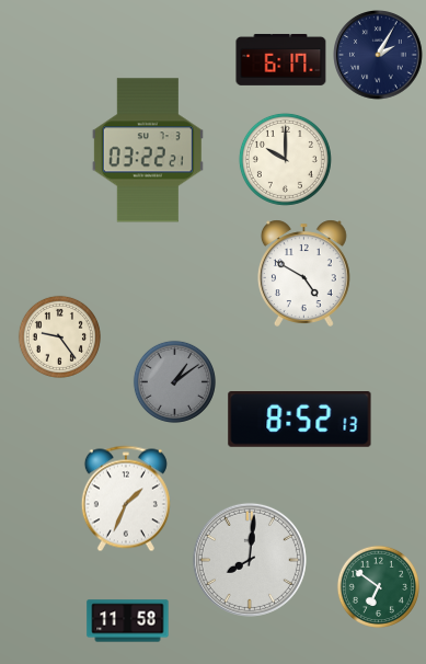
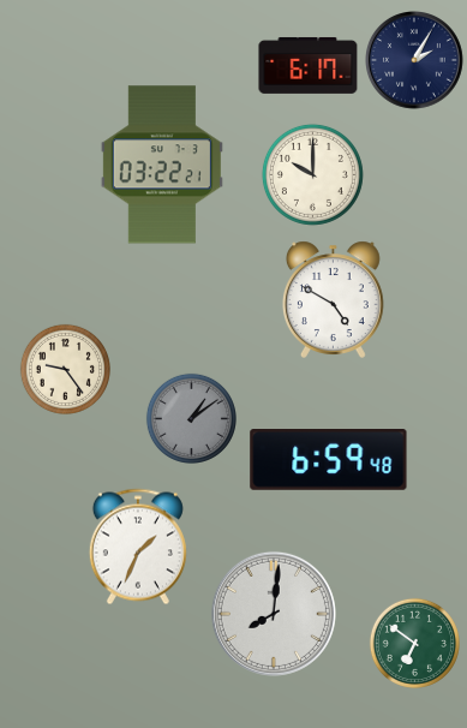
clock at (300, 420): 8:52 -> 6:59
clock at (128, 621): 11:58 -> none
